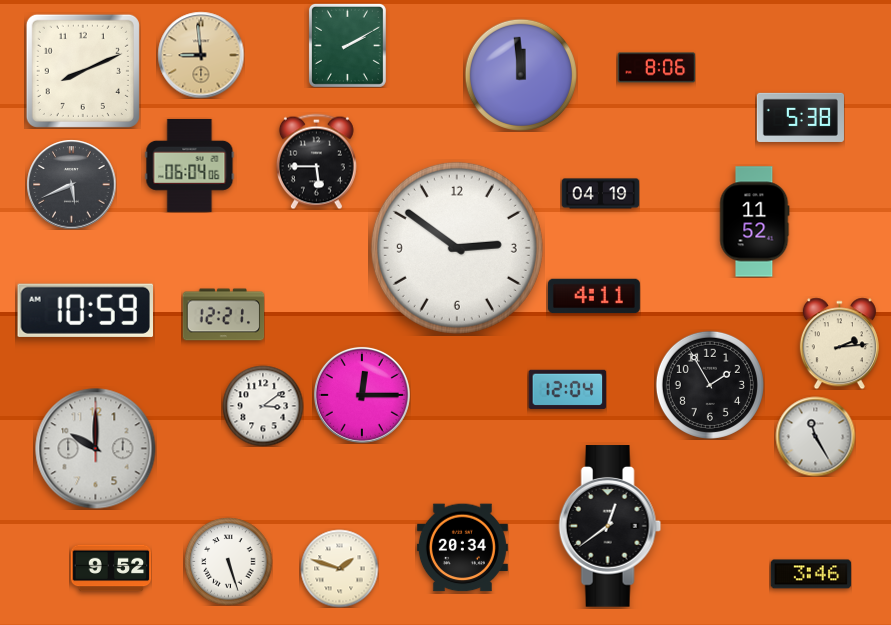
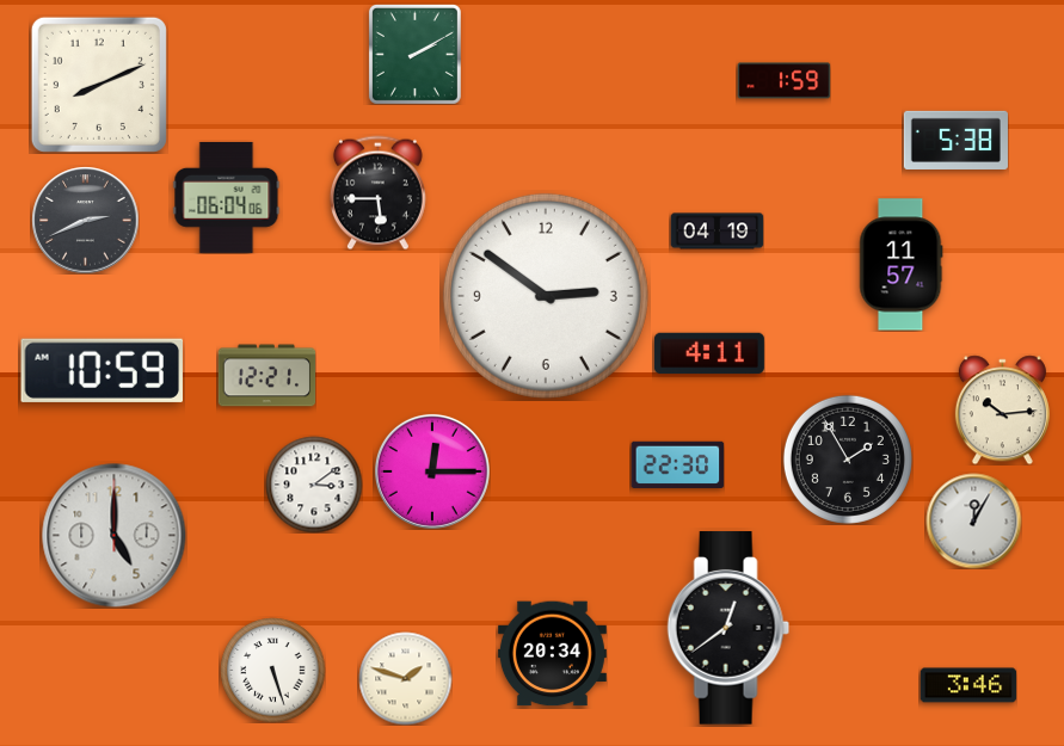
clock at (201, 55): 8:59 -> none
clock at (656, 68): 8:06 -> 1:59
clock at (520, 74): 11:59 -> none
clock at (71, 184): 5:41 -> 2:41
clock at (755, 222): 11:52 -> 11:57
clock at (839, 343): 2:14 -> 10:14
clock at (567, 389): 12:04 -> 22:30
clock at (815, 436): 11:25 -> 12:05
clock at (96, 449): 10:00 -> 5:00
clock at (111, 568): 9:52 -> none
